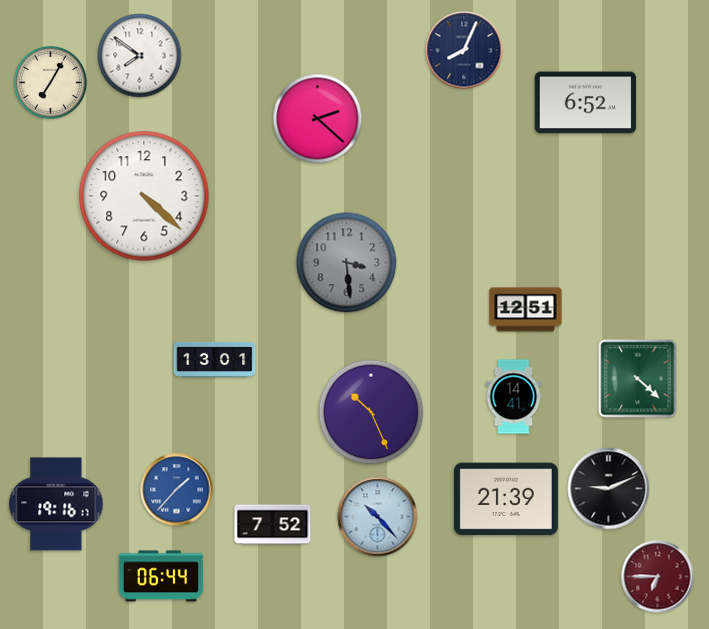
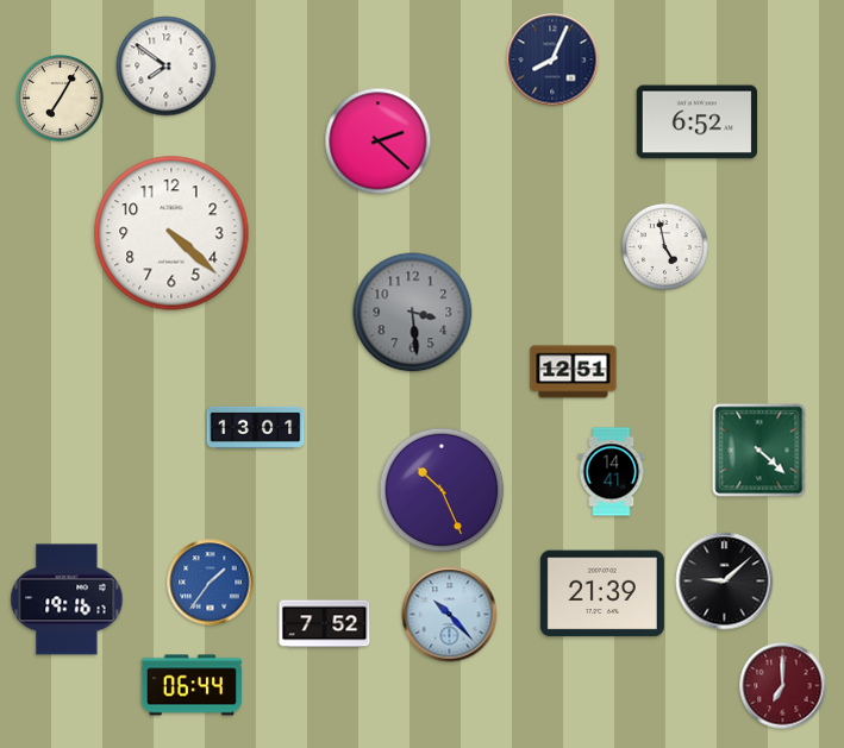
clock at (665, 247): none -> 4:58
clock at (526, 310) position: (526, 310) -> (574, 372)
clock at (609, 489): 9:11 -> 9:08
clock at (177, 490): 1:37 -> 1:36
clock at (658, 577): 6:45 -> 7:00
